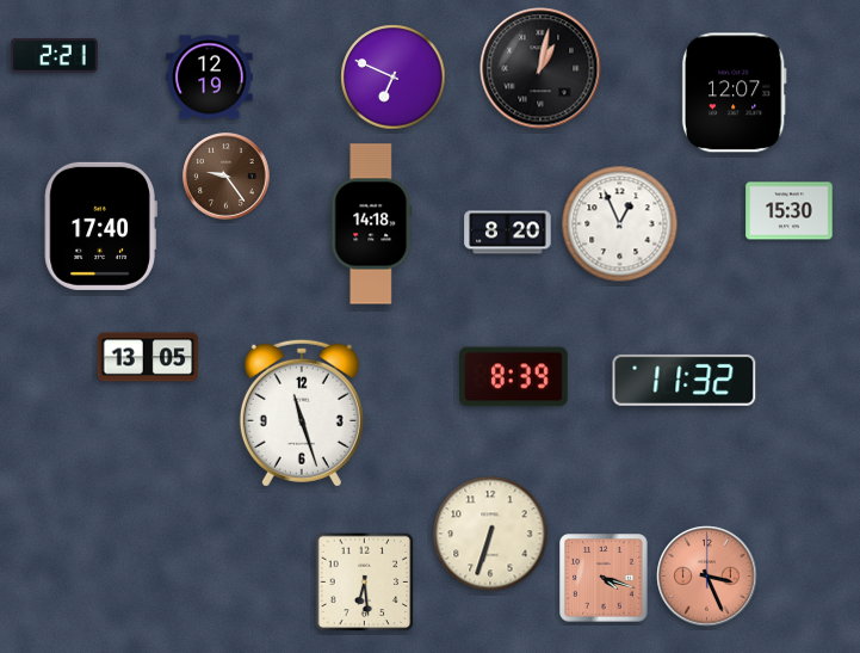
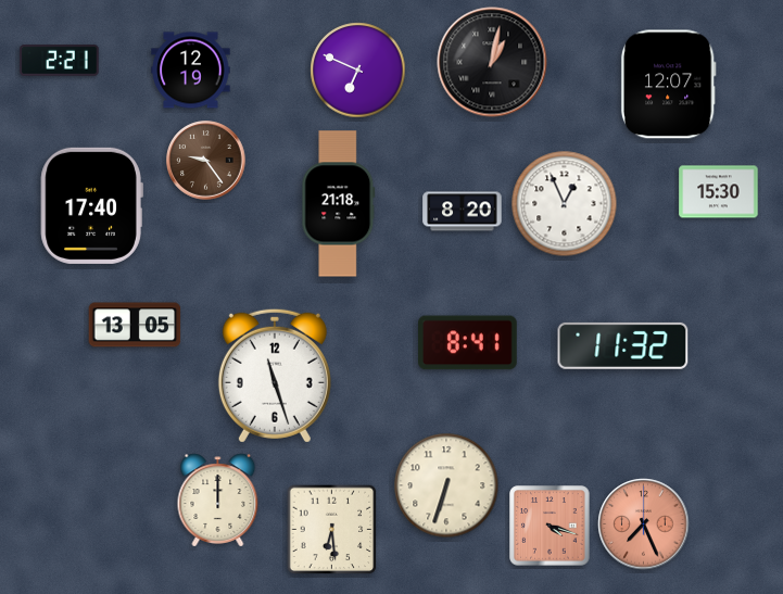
clock at (55, 56) position: (55, 56) -> (60, 61)
clock at (372, 224): 14:18 -> 21:18
clock at (514, 377): 8:39 -> 8:41
clock at (218, 501): none -> 12:00
clock at (707, 577): 3:26 -> 7:26
